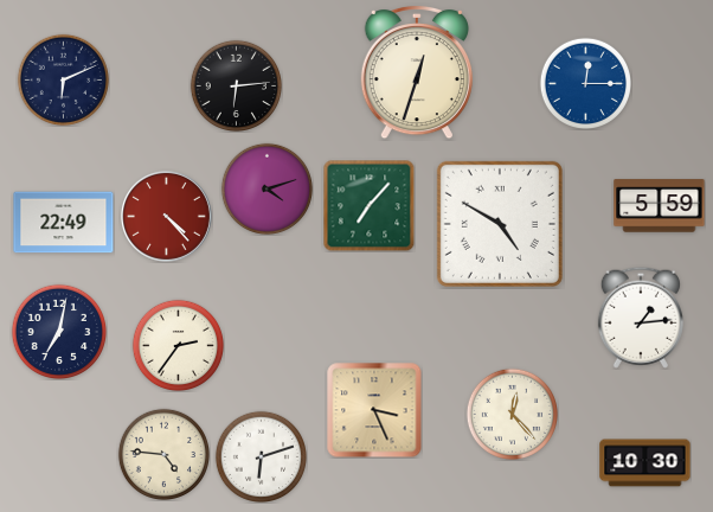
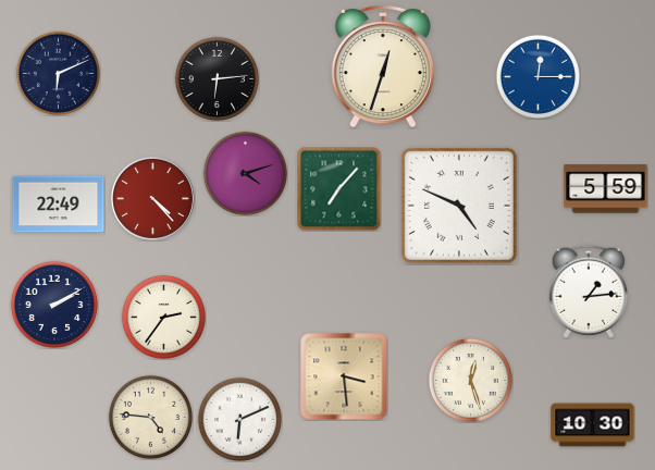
clock at (500, 224): 4:50 -> 4:49
clock at (59, 332): 7:02 -> 2:10
clock at (374, 410): 3:26 -> 3:29
clock at (512, 414): 12:23 -> 12:27
clock at (261, 456): 6:12 -> 6:11
